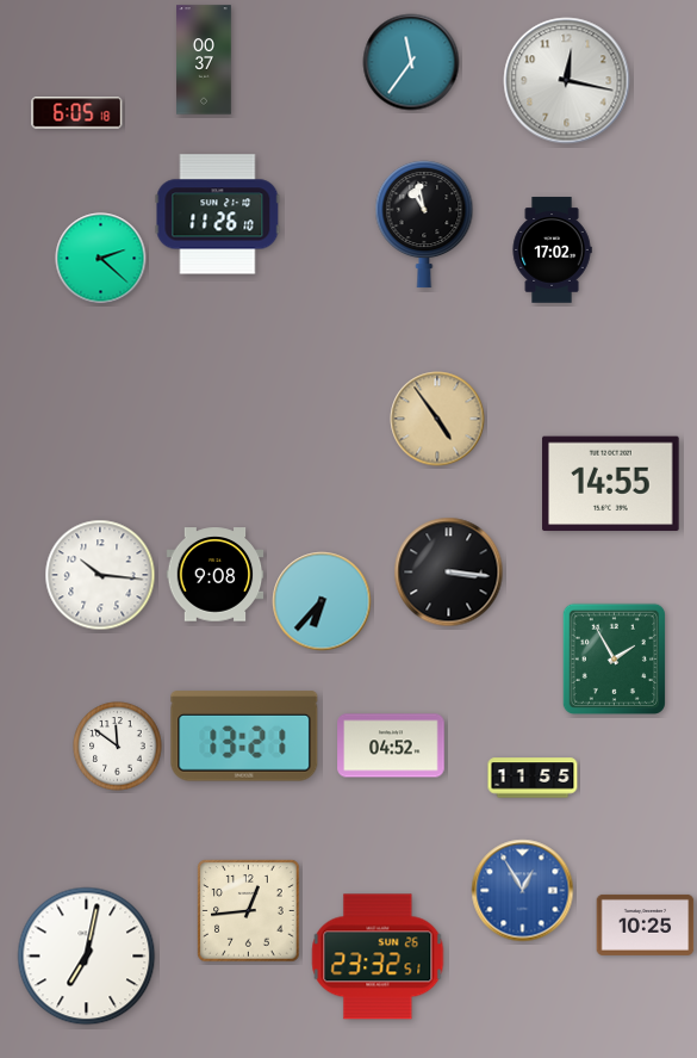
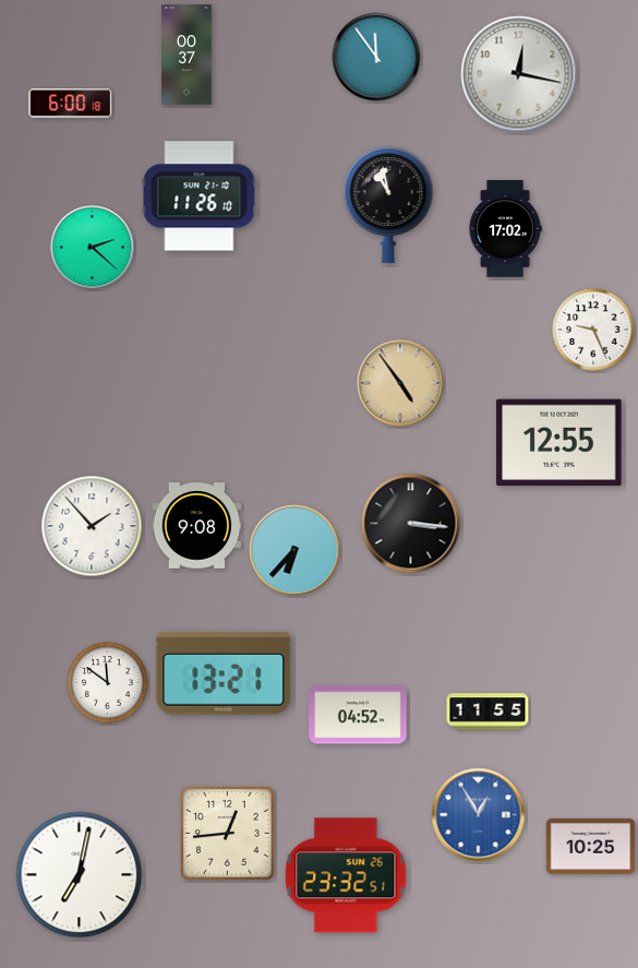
clock at (411, 62): 11:36 -> 11:54
clock at (77, 113): 6:05 -> 6:00
clock at (101, 259) position: (101, 259) -> (93, 248)
clock at (593, 330): none -> 9:26
clock at (611, 484): 14:55 -> 12:55
clock at (100, 575): 10:16 -> 1:53
clock at (614, 658): 1:55 -> none
clock at (391, 745) position: (391, 745) -> (358, 715)
